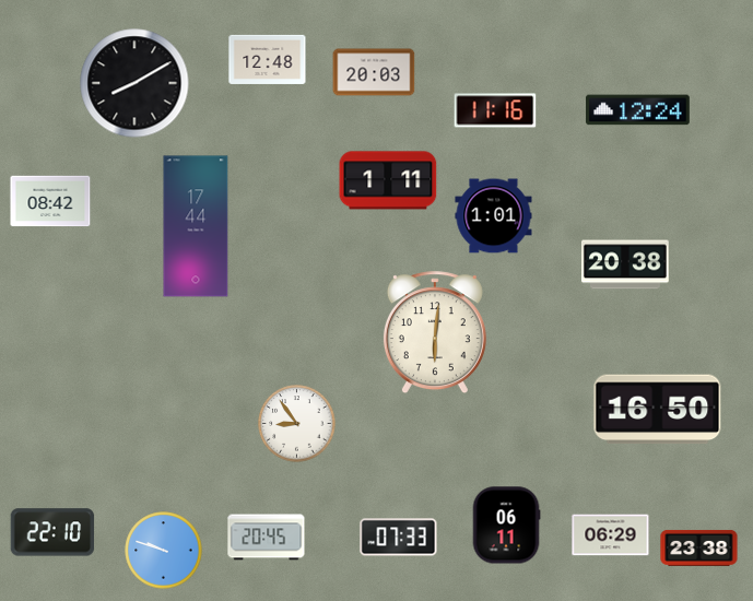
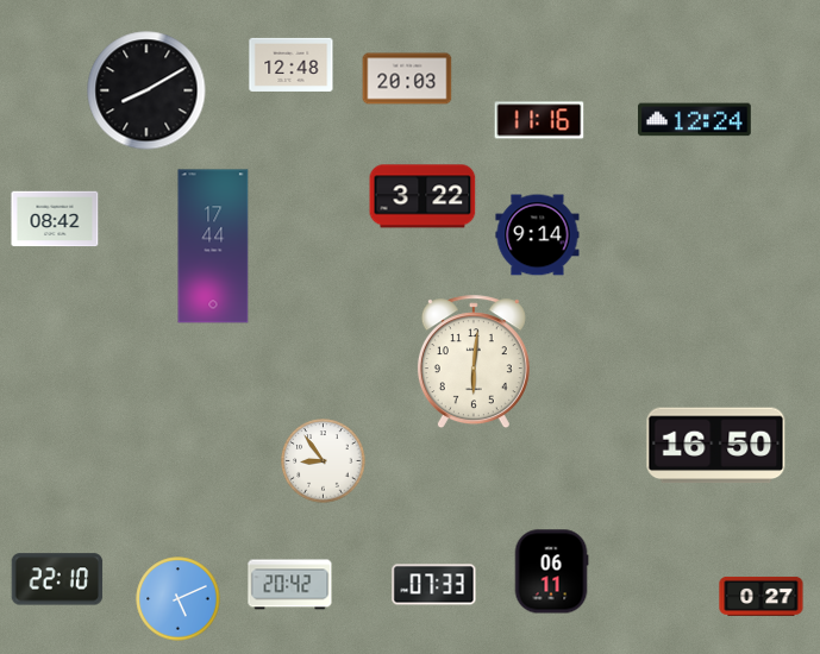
clock at (388, 180): 1:11 -> 3:22
clock at (494, 216): 1:01 -> 9:14
clock at (625, 264): 20:38 -> none
clock at (611, 535): 06:29 -> none
clock at (267, 538): 20:45 -> 20:42
clock at (699, 547): 23:38 -> 0:27
clock at (164, 551): 9:48 -> 5:11
